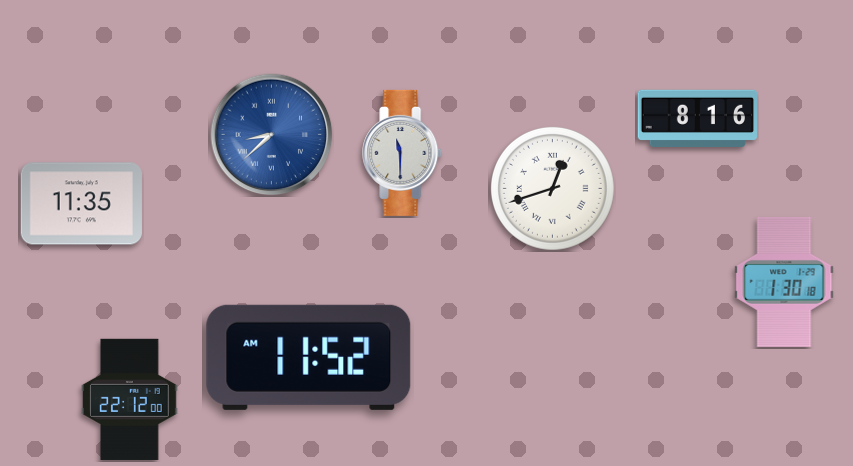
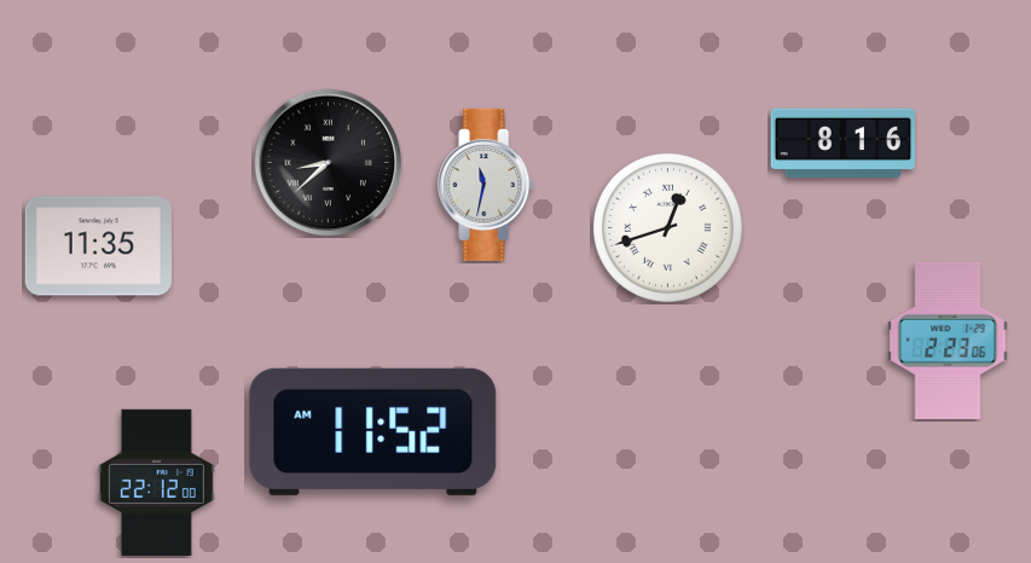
clock at (272, 135) dial: blue -> black
clock at (403, 153): 11:30 -> 11:32
clock at (784, 282): 1:30 -> 2:23
